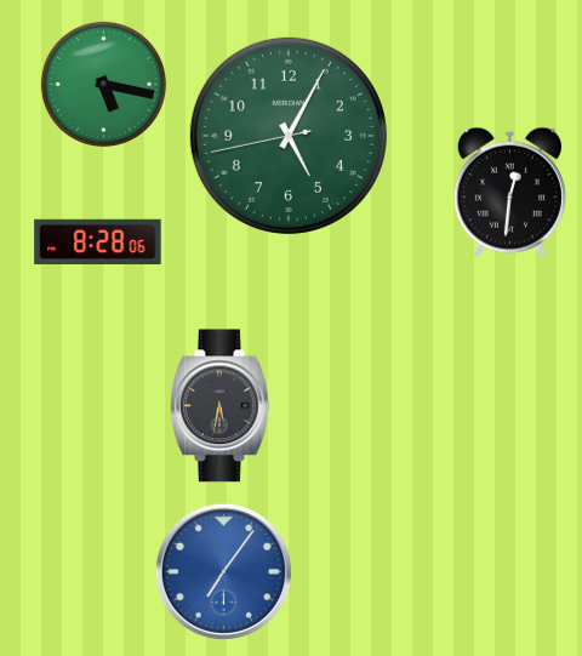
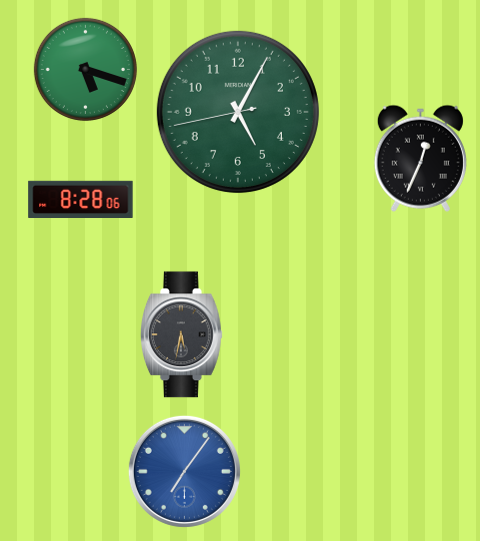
clock at (103, 84): 5:17 -> 5:18
clock at (509, 192): 12:31 -> 12:34
